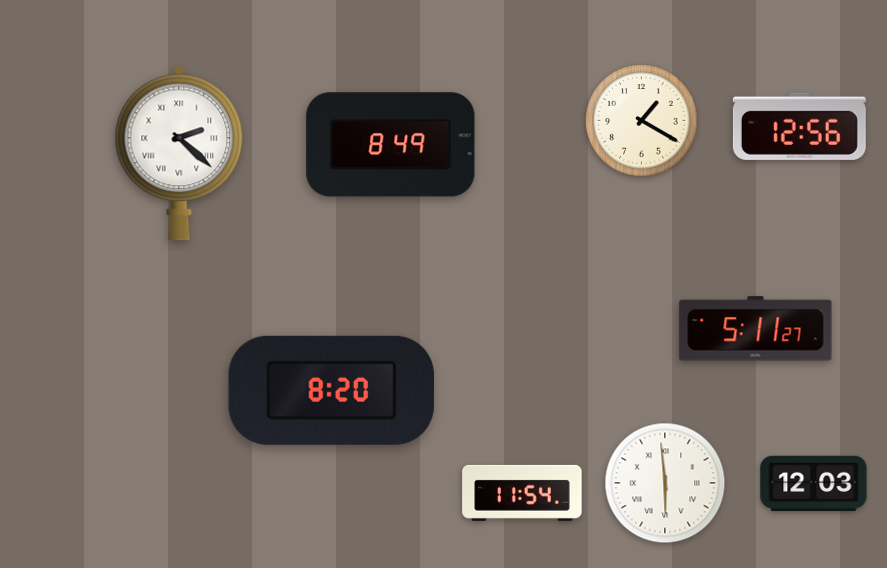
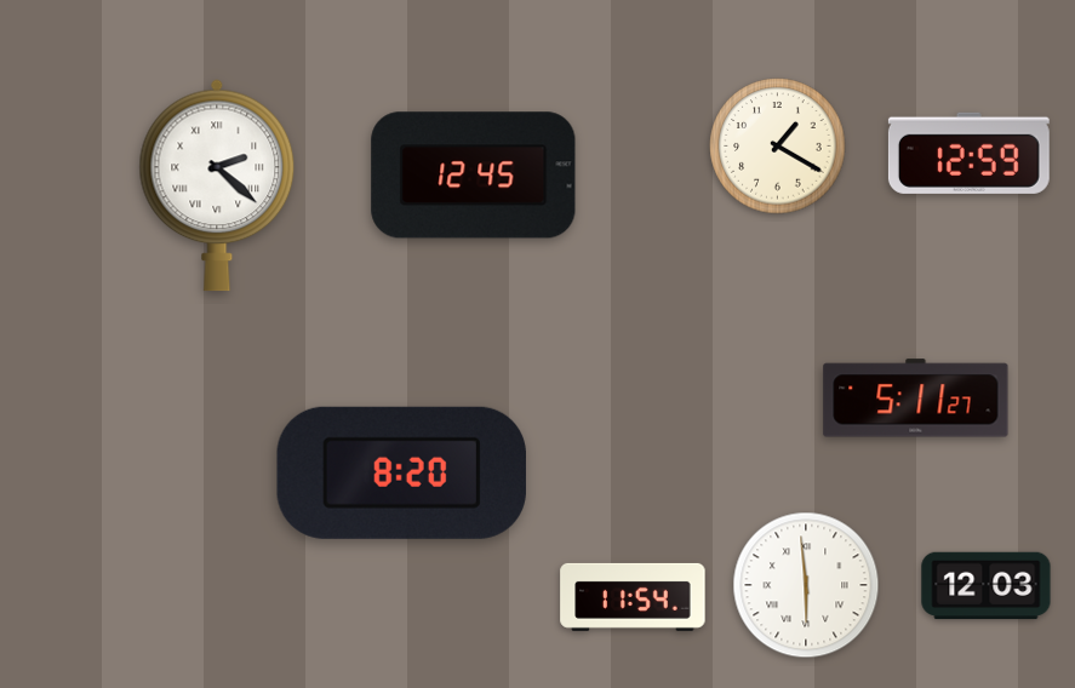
clock at (799, 126): 12:56 -> 12:59
clock at (391, 145): 8:49 -> 12:45
